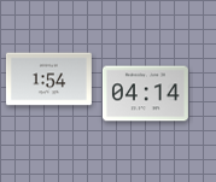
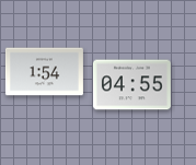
clock at (145, 94): 04:14 -> 04:55
